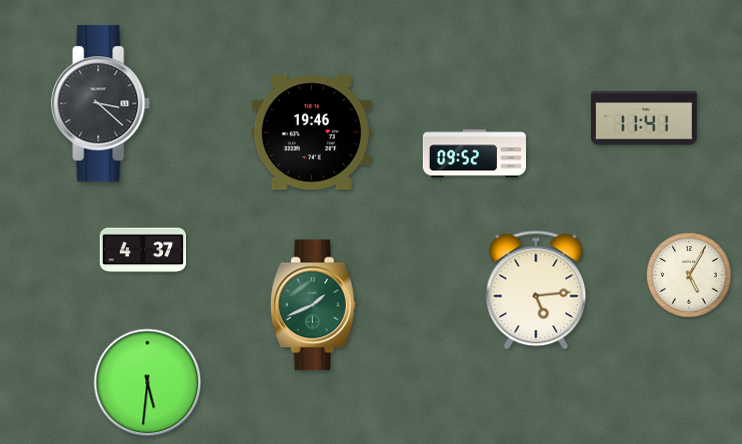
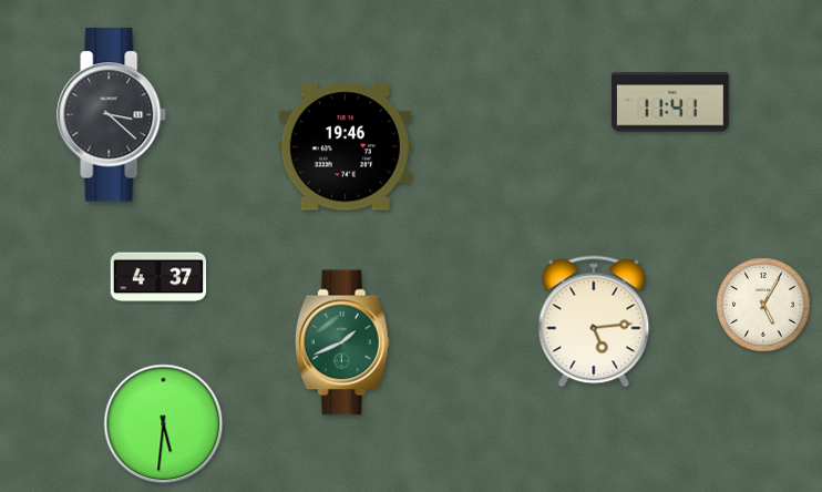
clock at (644, 118) position: (644, 118) -> (670, 102)
clock at (474, 154): 09:52 -> none
clock at (313, 305) position: (313, 305) -> (342, 342)
